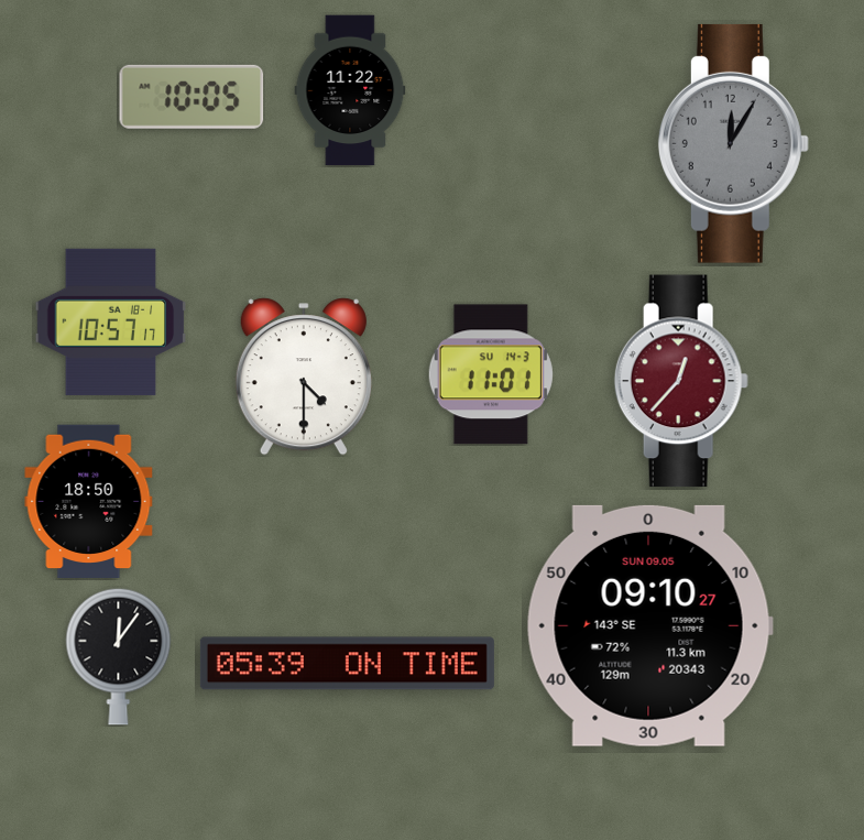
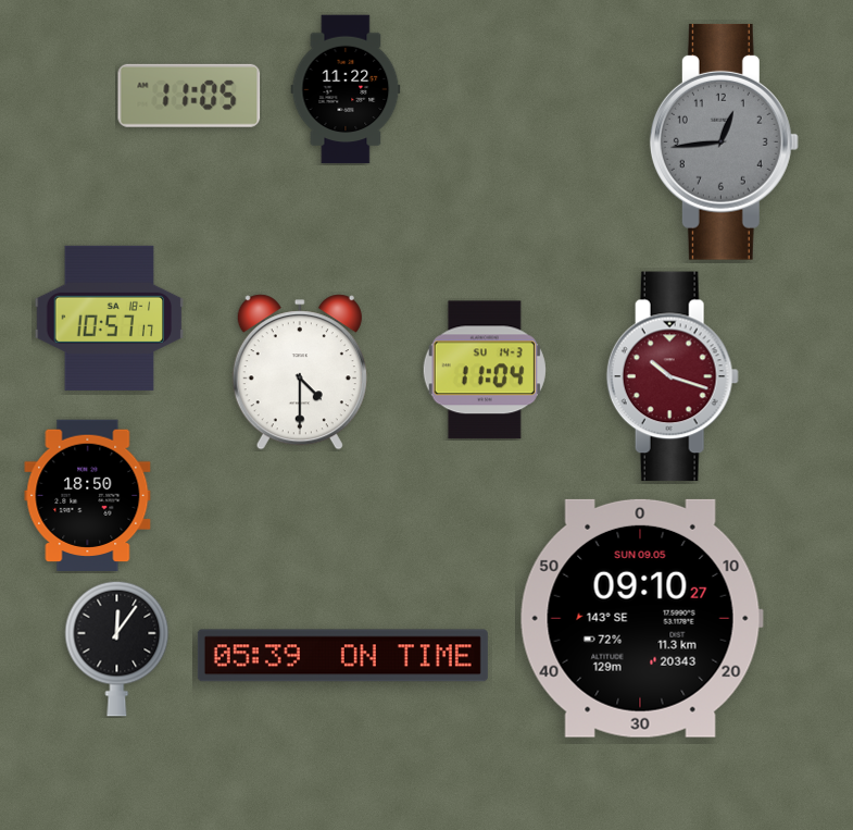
clock at (192, 97): 10:05 -> 11:05
clock at (733, 143): 12:05 -> 12:44
clock at (491, 374): 11:01 -> 11:04
clock at (681, 381): 12:37 -> 10:18
